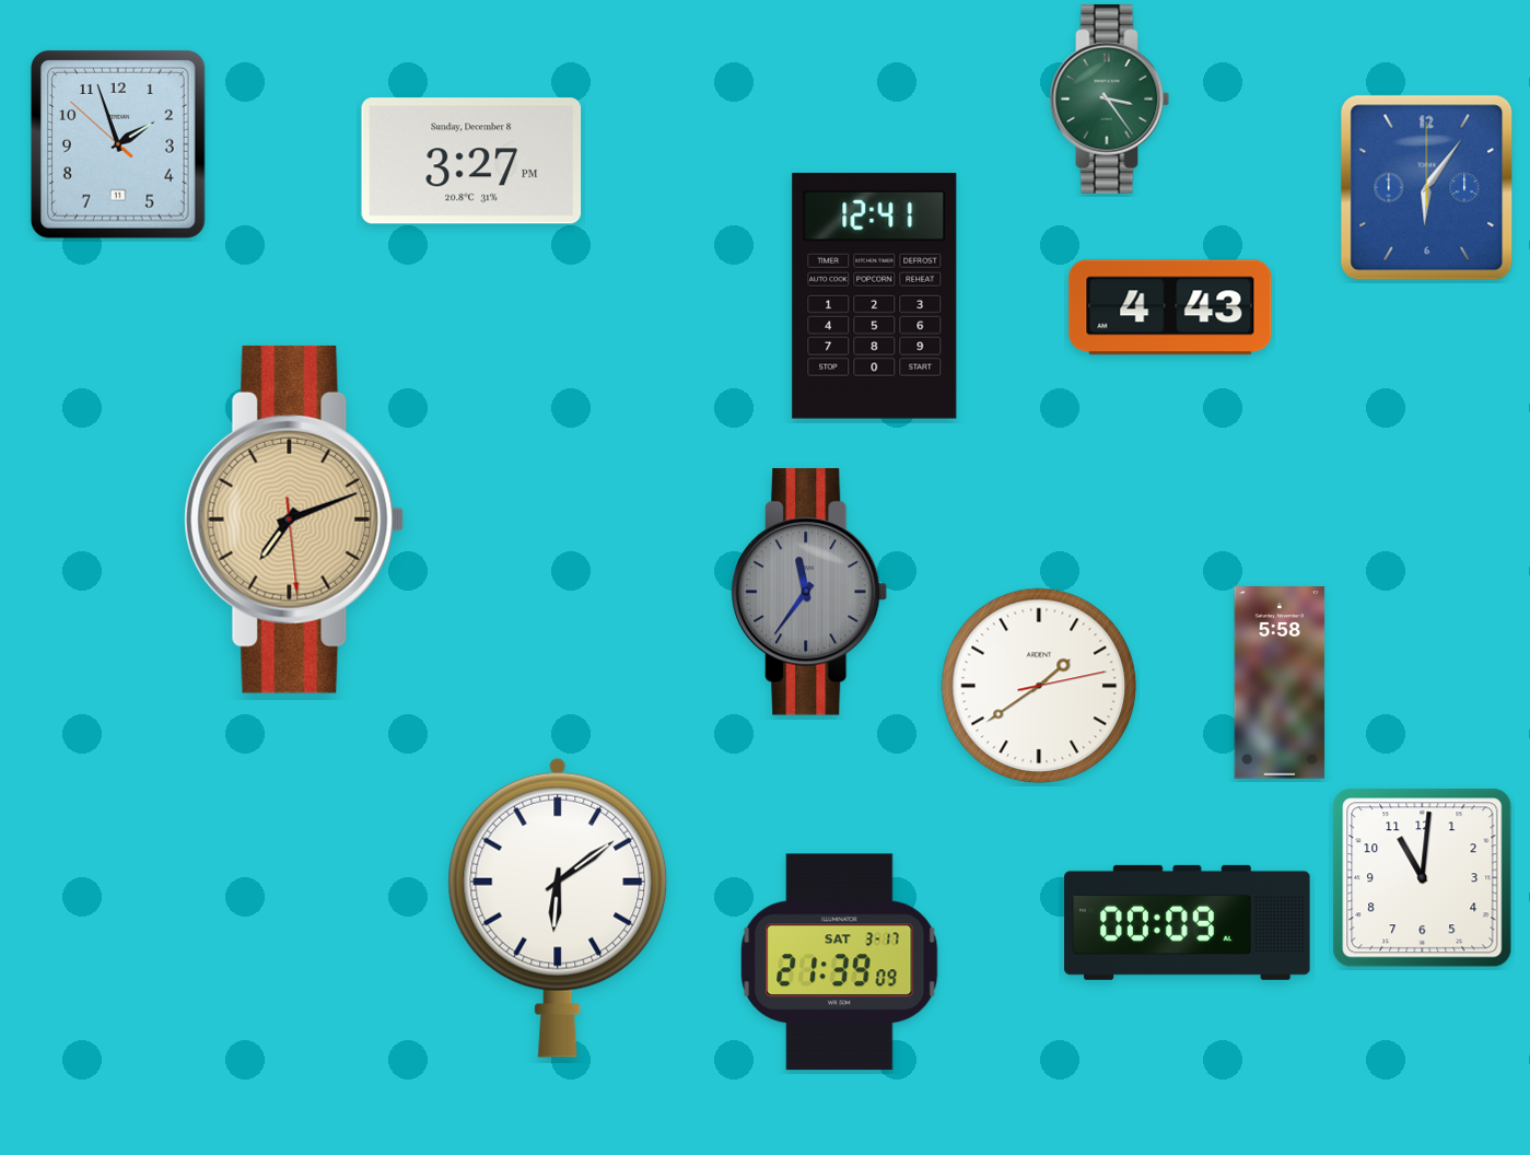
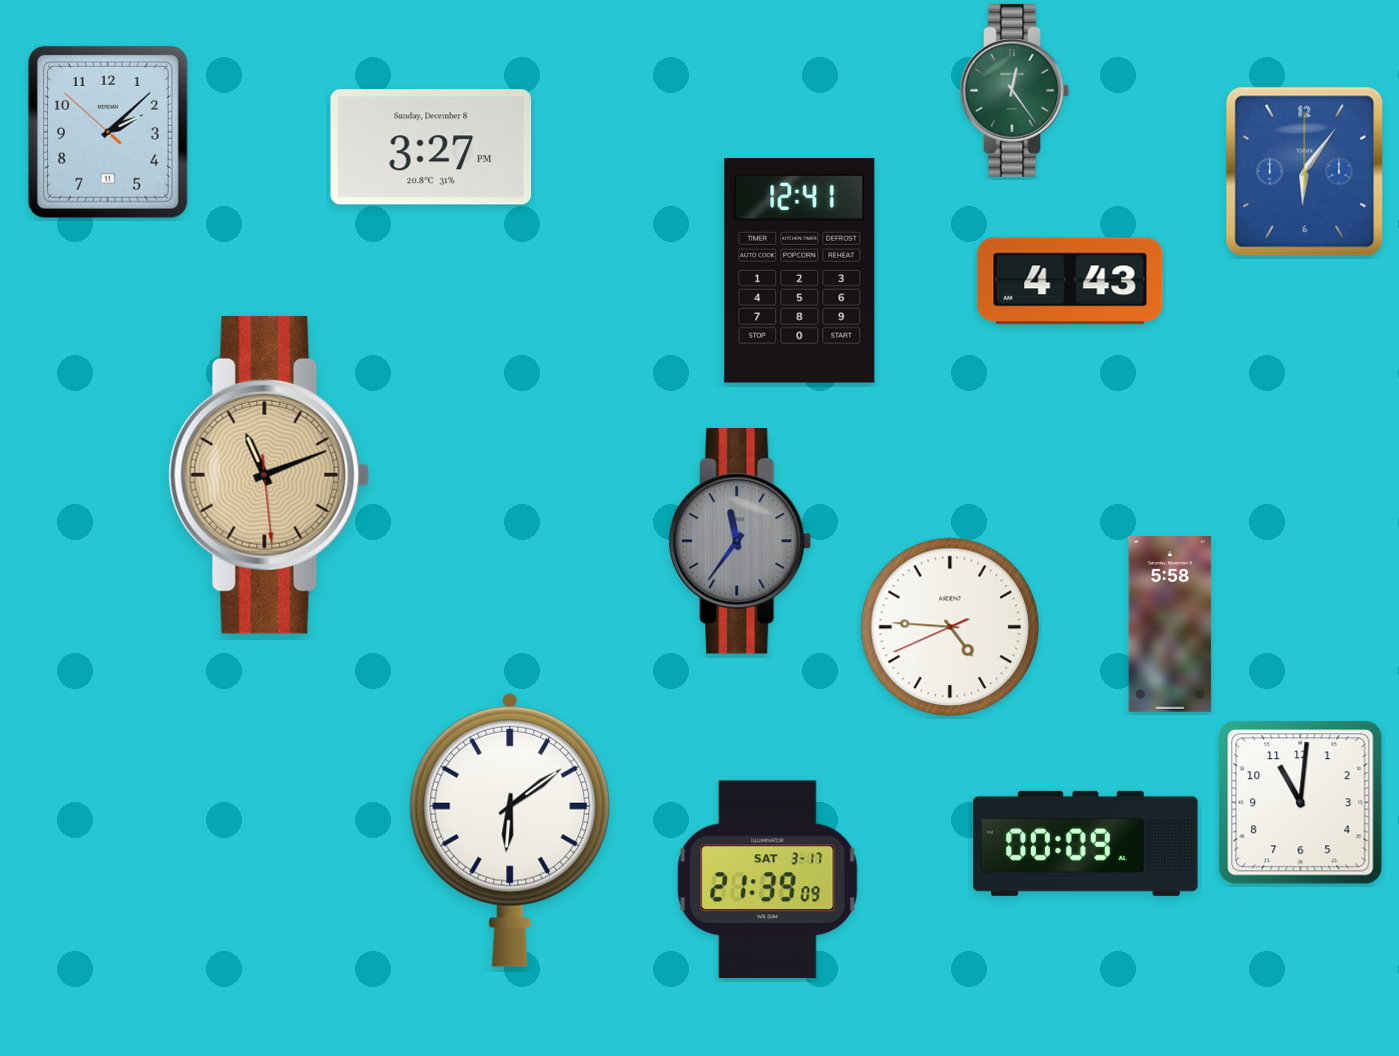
clock at (1110, 98): 3:24 -> 12:24
clock at (118, 144): 1:56 -> 2:07
clock at (294, 520): 7:11 -> 11:11
clock at (1039, 686): 1:39 -> 4:45
